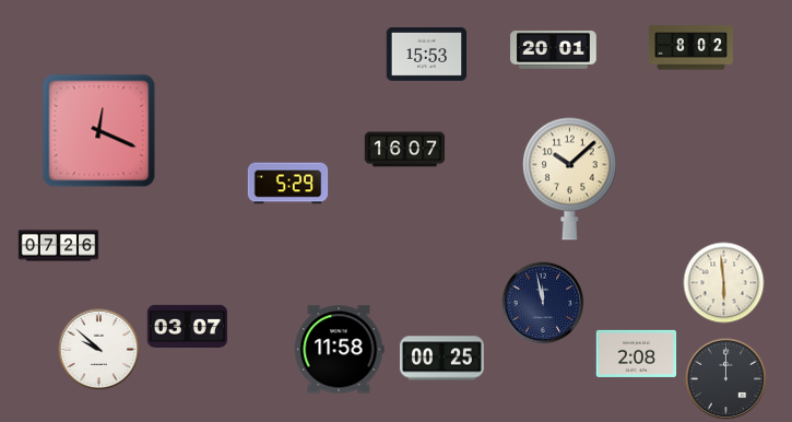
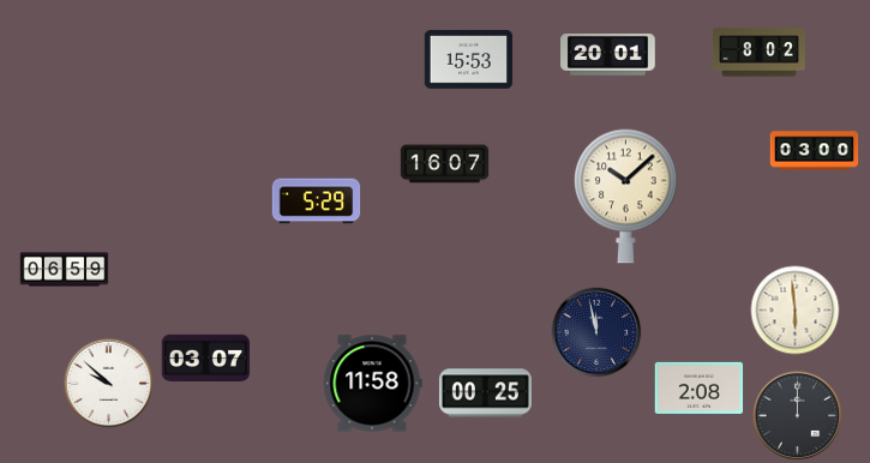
clock at (99, 131): 12:19 -> none
clock at (815, 151): none -> 03:00
clock at (59, 246): 07:26 -> 06:59
